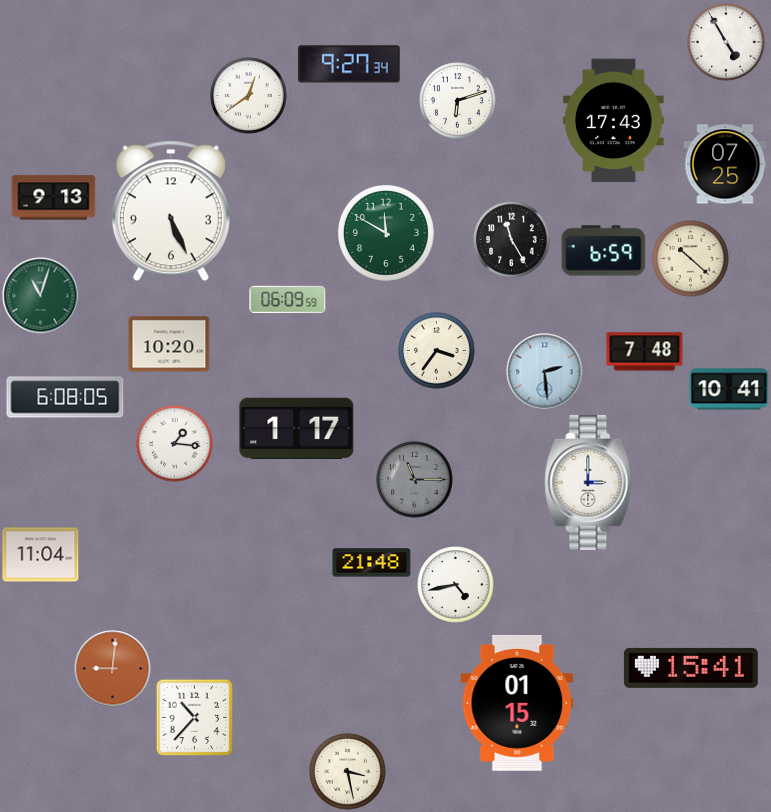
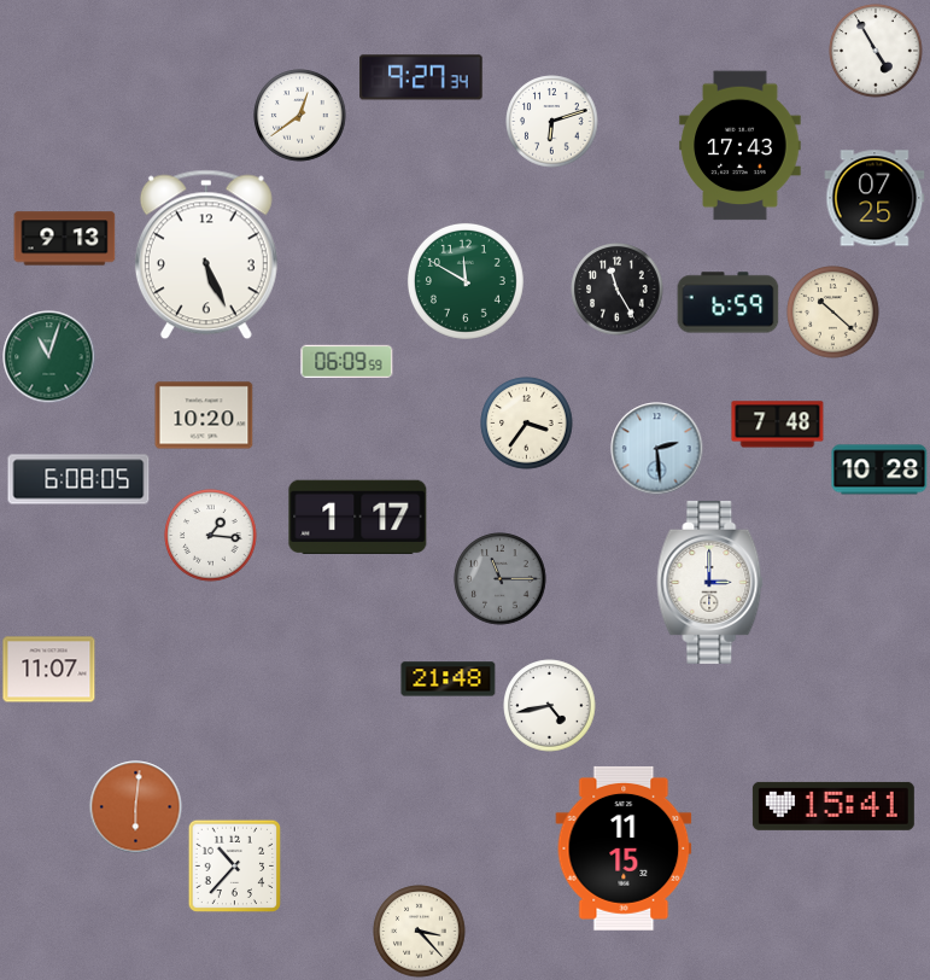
clock at (729, 389): 10:41 -> 10:28
clock at (41, 555): 11:04 -> 11:07
clock at (113, 669): 9:01 -> 6:01
clock at (517, 703): 01:15 -> 11:15
clock at (348, 772): 3:28 -> 3:23
